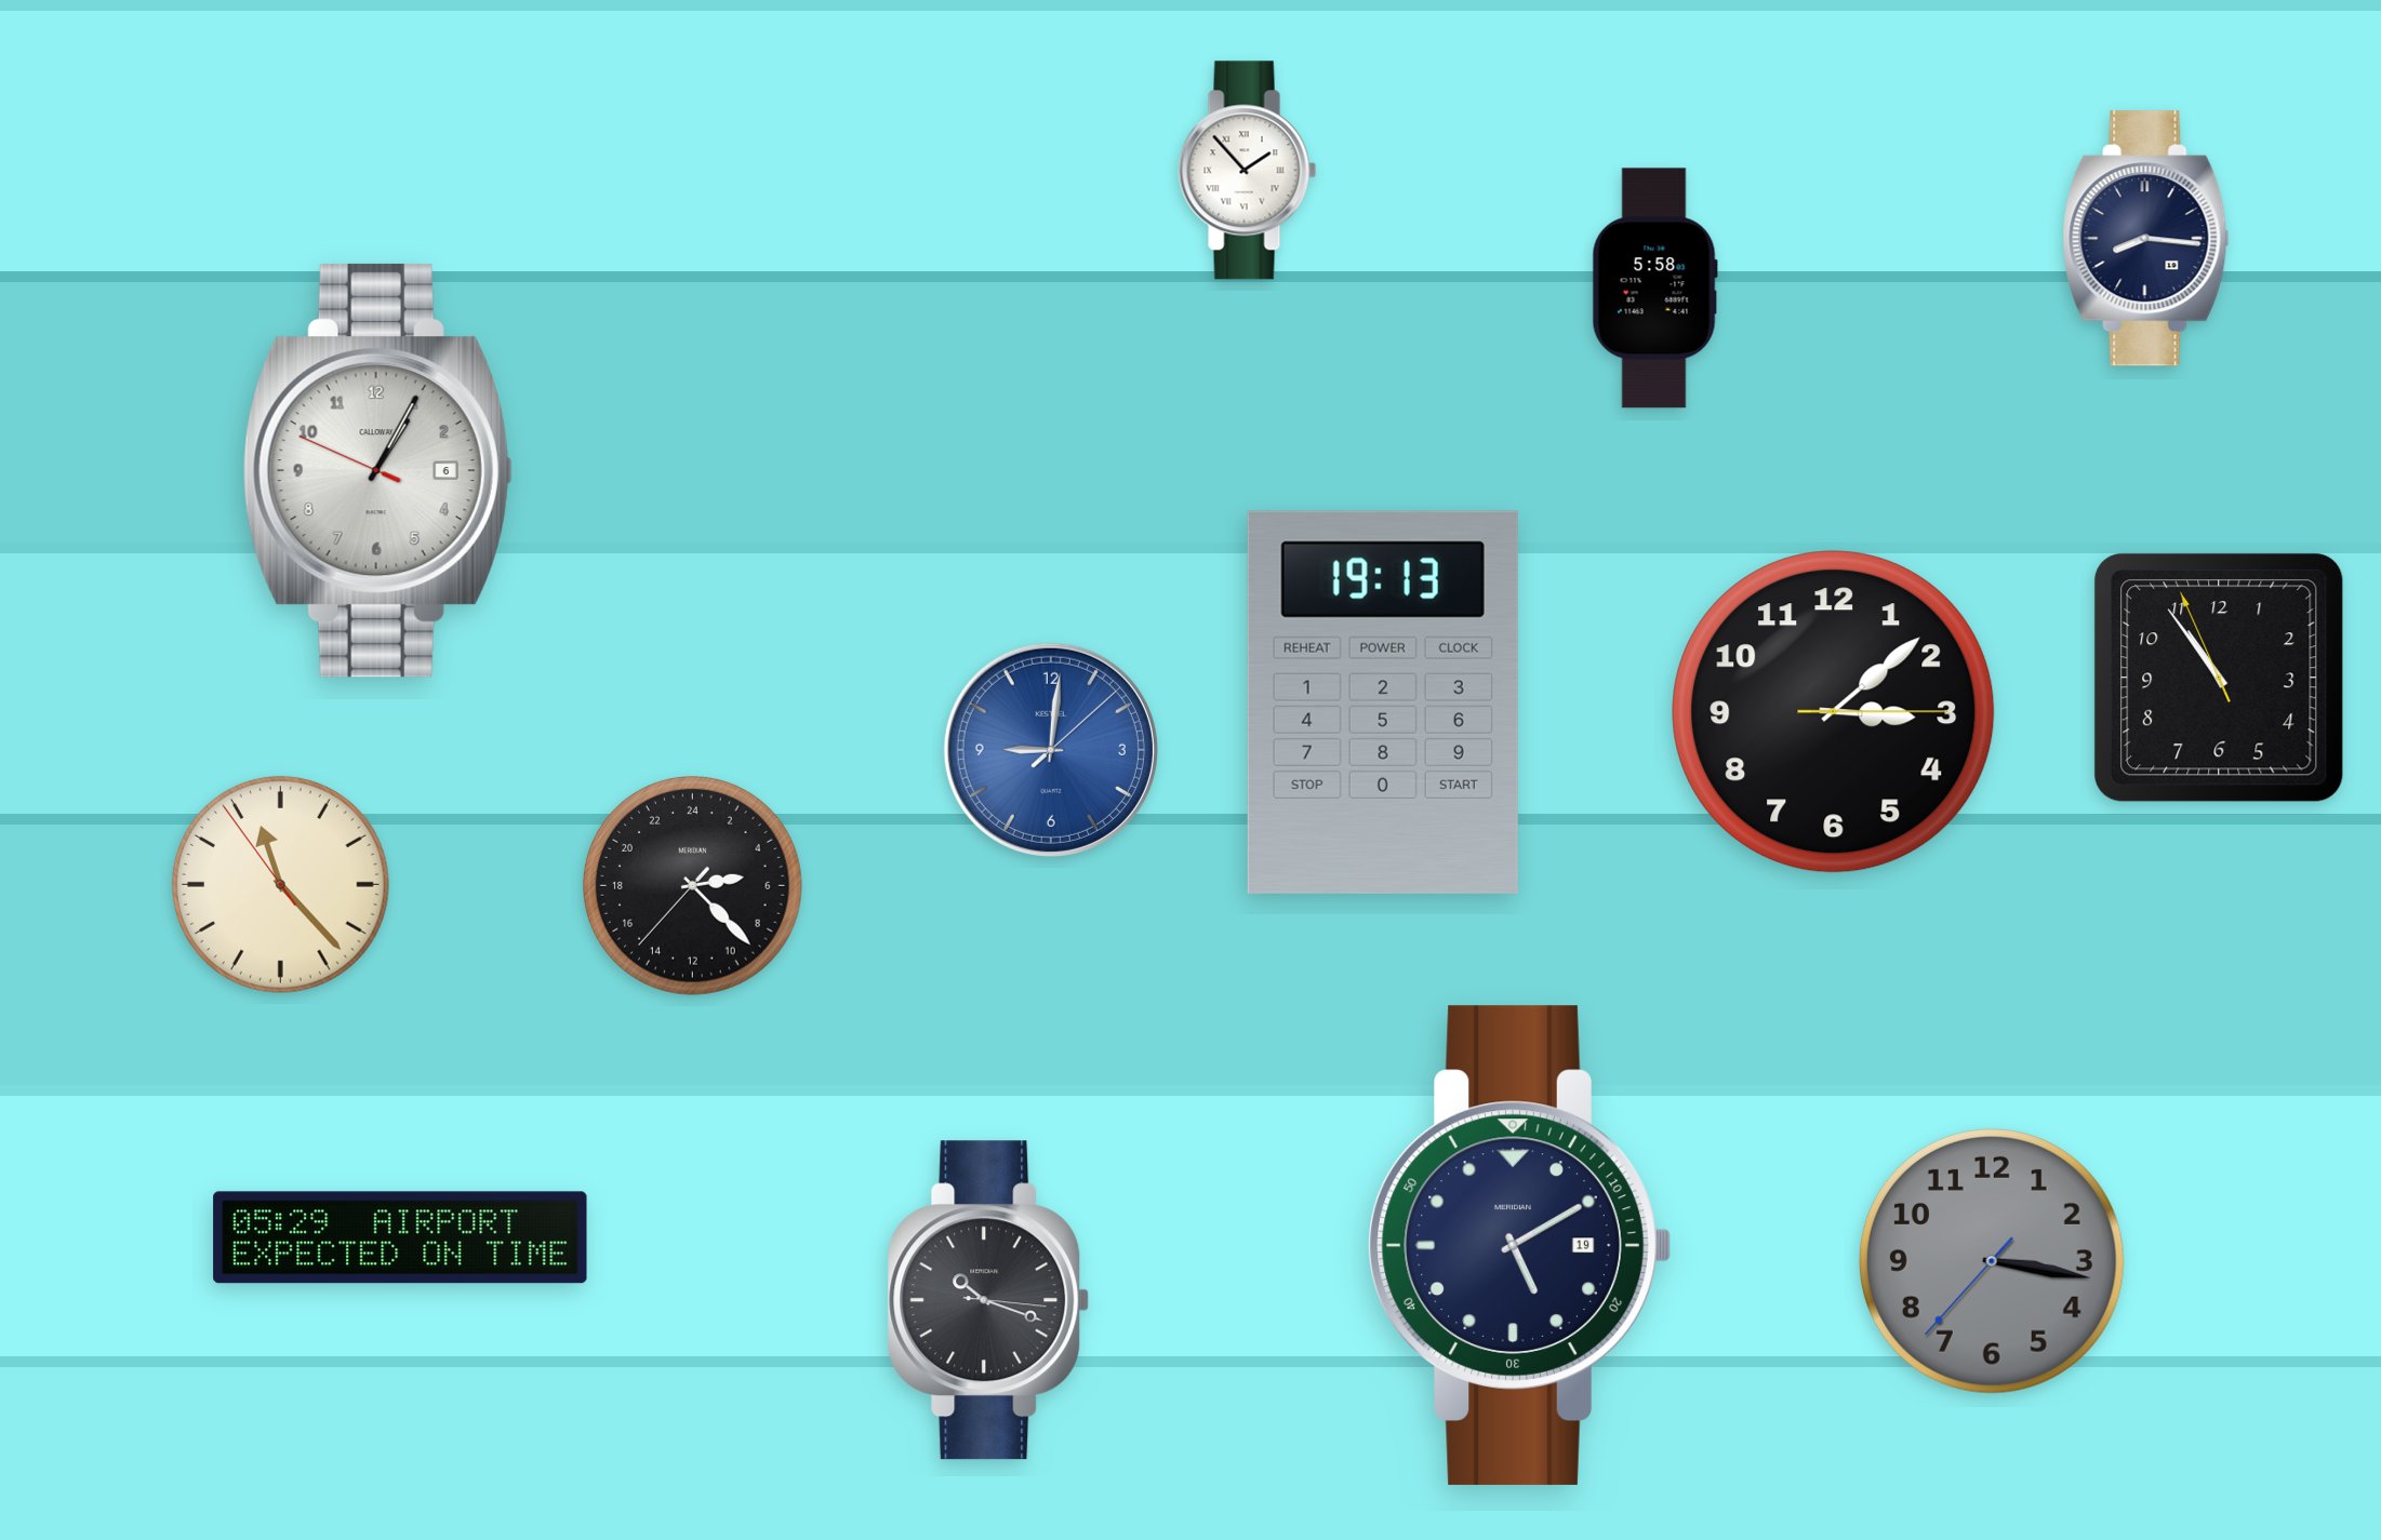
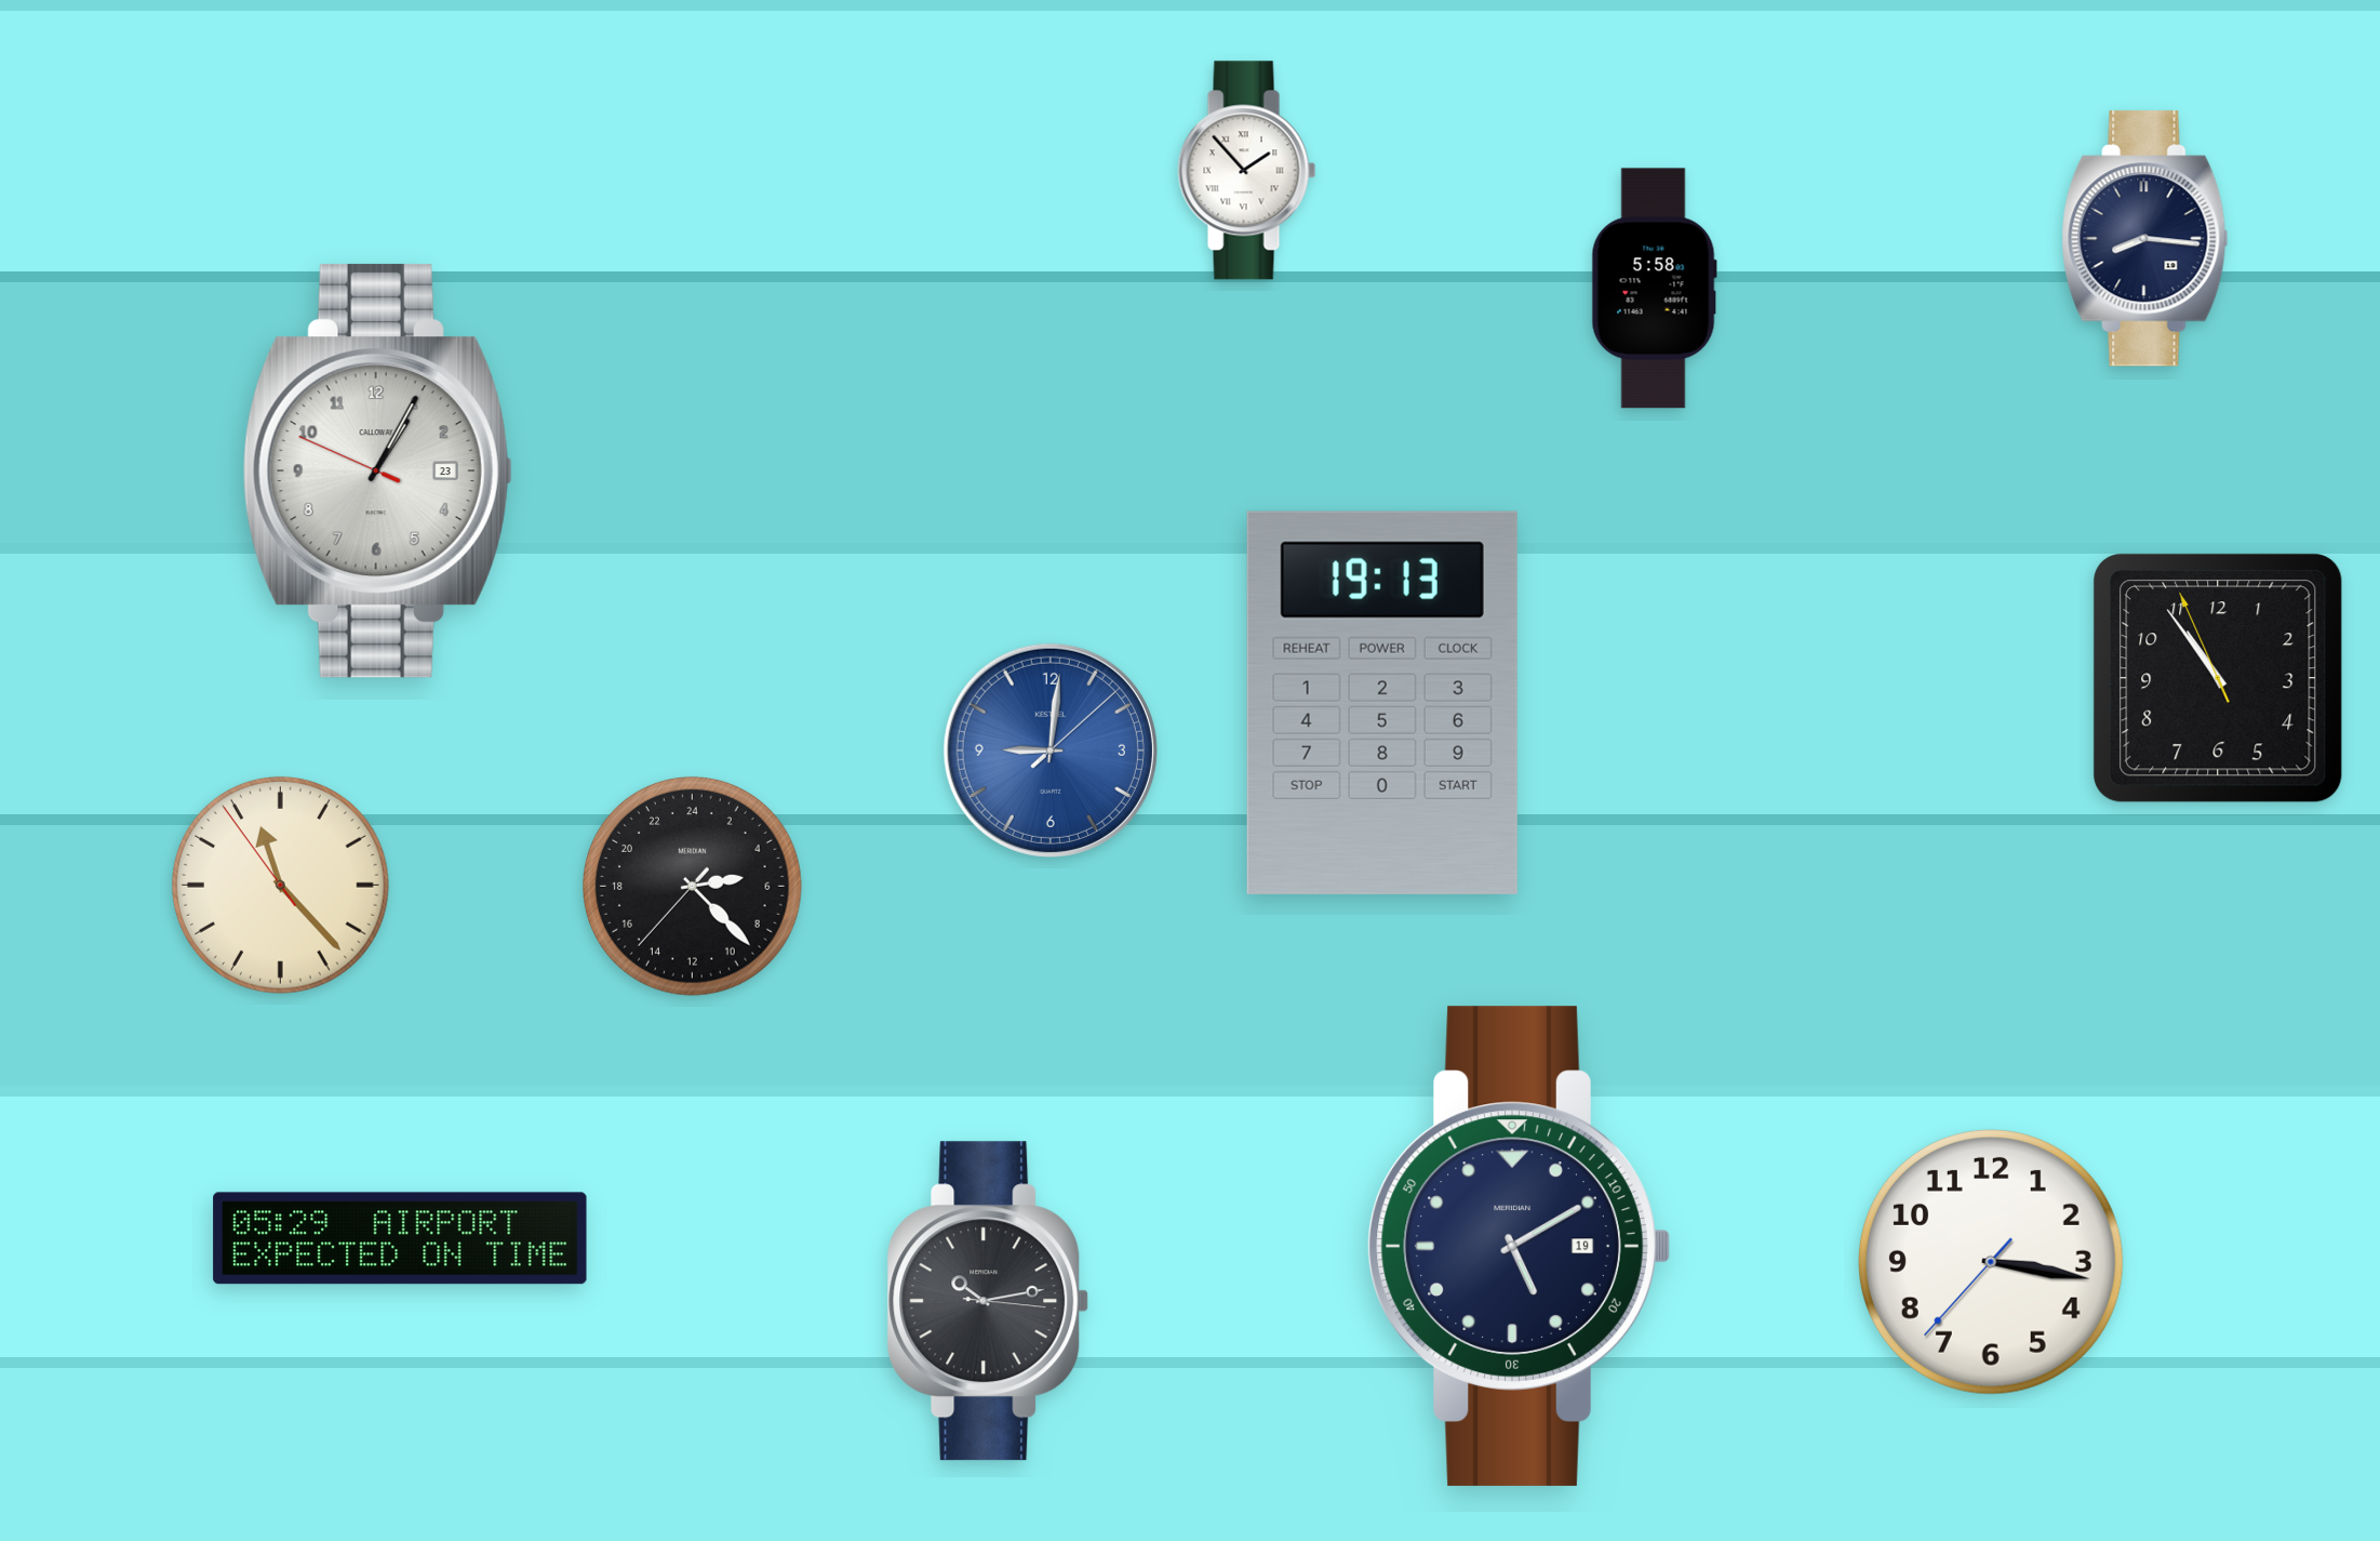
clock at (377, 470) date: 6 -> 23
clock at (1834, 712): 3:08 -> none
clock at (1992, 1261) dial: grey -> white
clock at (988, 1300): 10:18 -> 10:13
